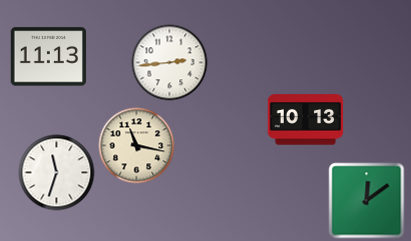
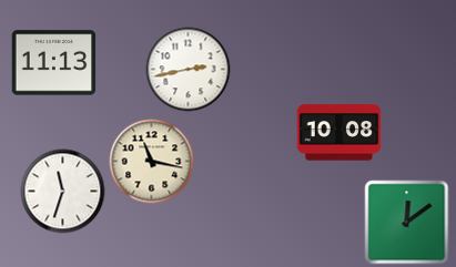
clock at (170, 63): 2:44 -> 2:43
clock at (306, 120): 10:13 -> 10:08
